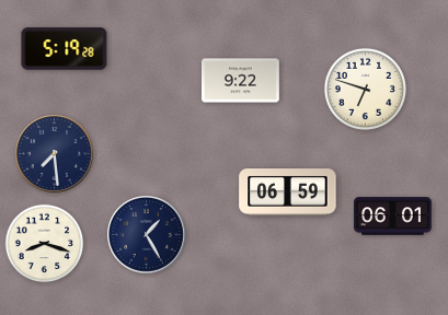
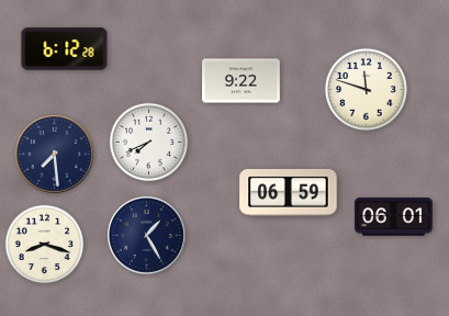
clock at (65, 49): 5:19 -> 6:12
clock at (365, 89): 6:48 -> 11:48
clock at (149, 143): none -> 7:41
